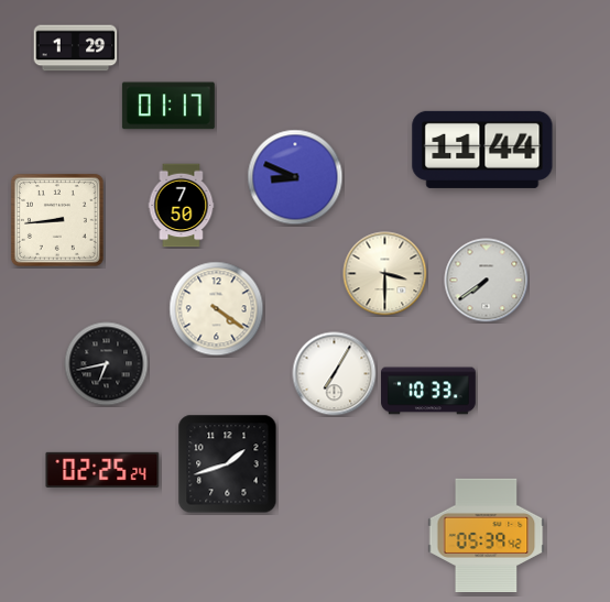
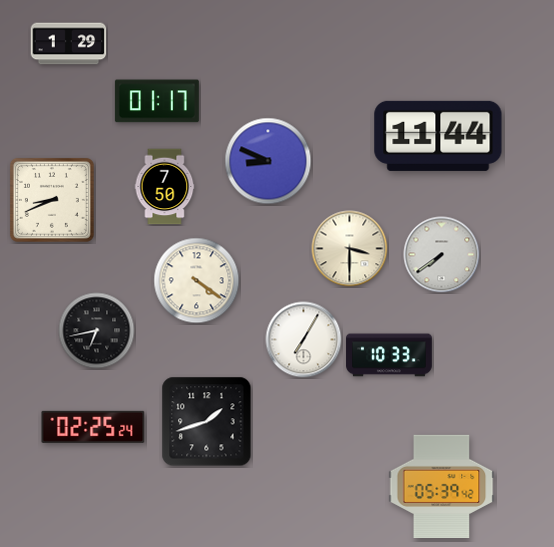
clock at (168, 106) position: (168, 106) -> (157, 101)
clock at (57, 220): 8:44 -> 8:41
